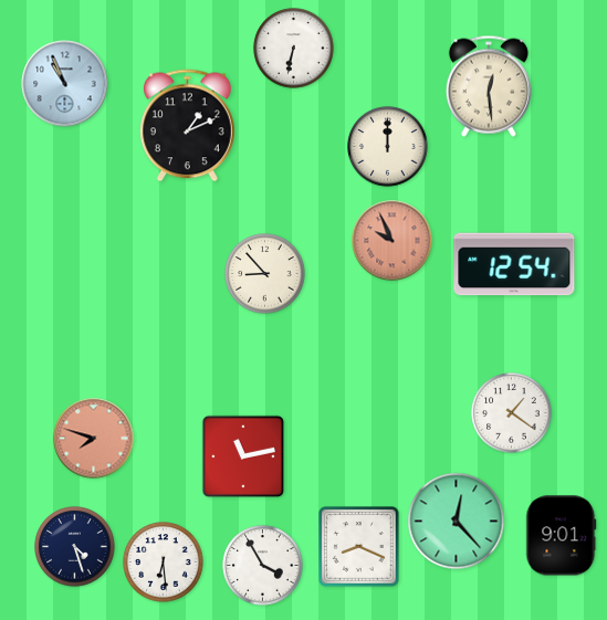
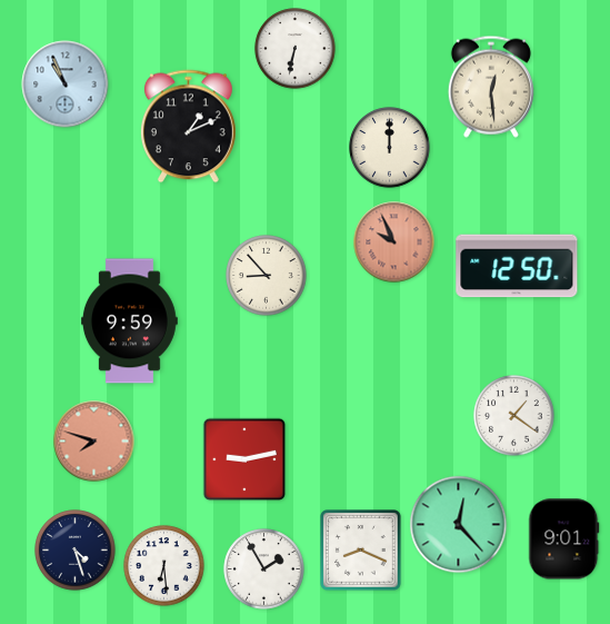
clock at (514, 264): 12:54 -> 12:50
clock at (130, 321): none -> 9:59
clock at (243, 456): 11:13 -> 9:13
clock at (263, 566): 3:55 -> 1:55
